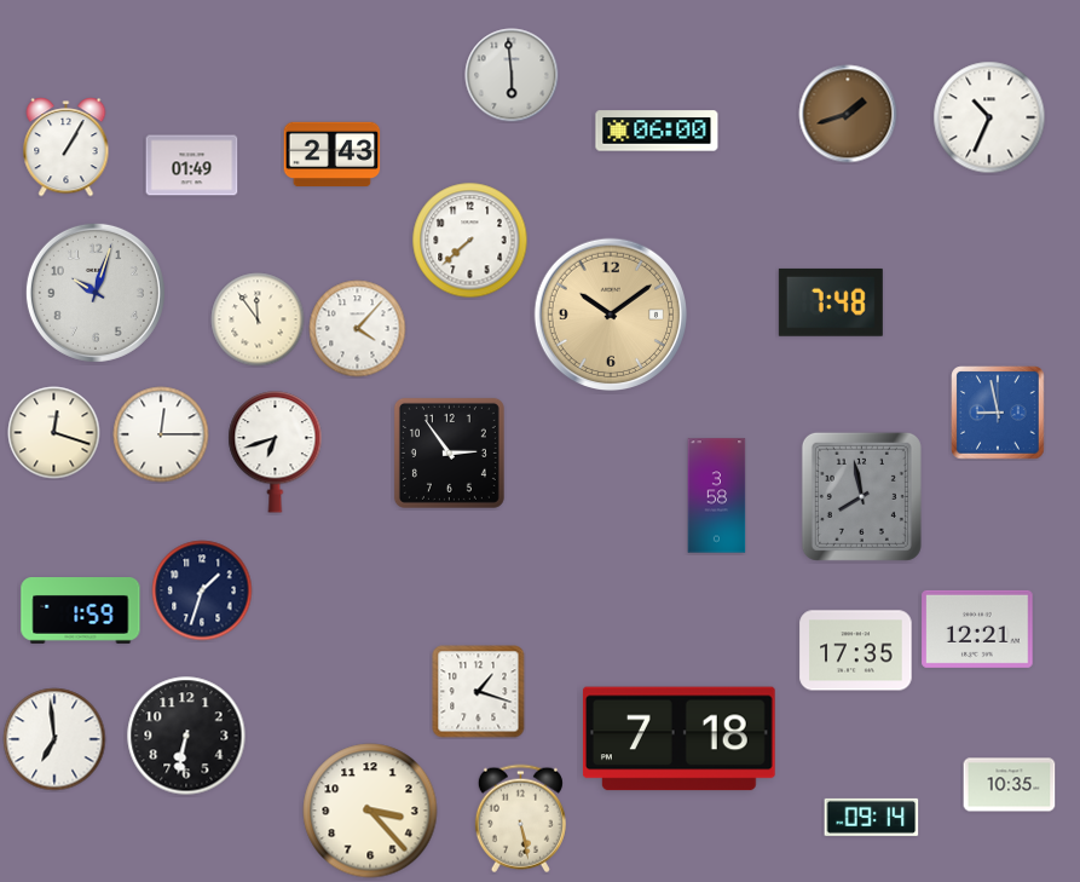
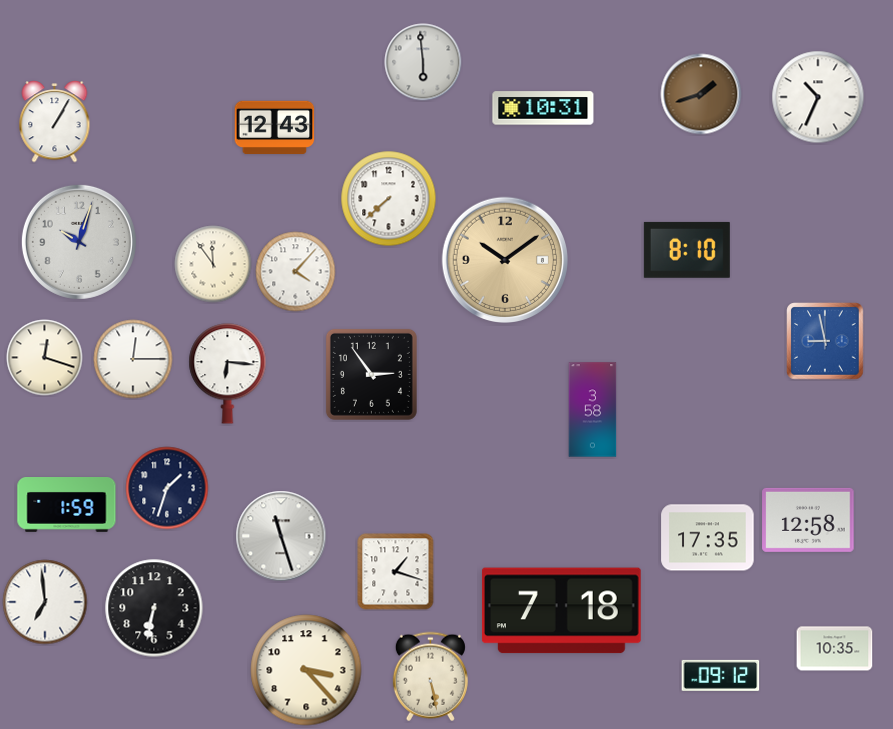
clock at (657, 131): 06:00 -> 10:31
clock at (333, 155): 2:43 -> 12:43
clock at (192, 166): 01:49 -> none
clock at (831, 302): 7:48 -> 8:10
clock at (276, 452): 6:42 -> 6:16
clock at (861, 496): 7:58 -> none
clock at (977, 629): 12:21 -> 12:58
clock at (281, 536): none -> 11:27
clock at (54, 739) position: (54, 739) -> (45, 602)
clock at (872, 817): 09:14 -> 09:12
